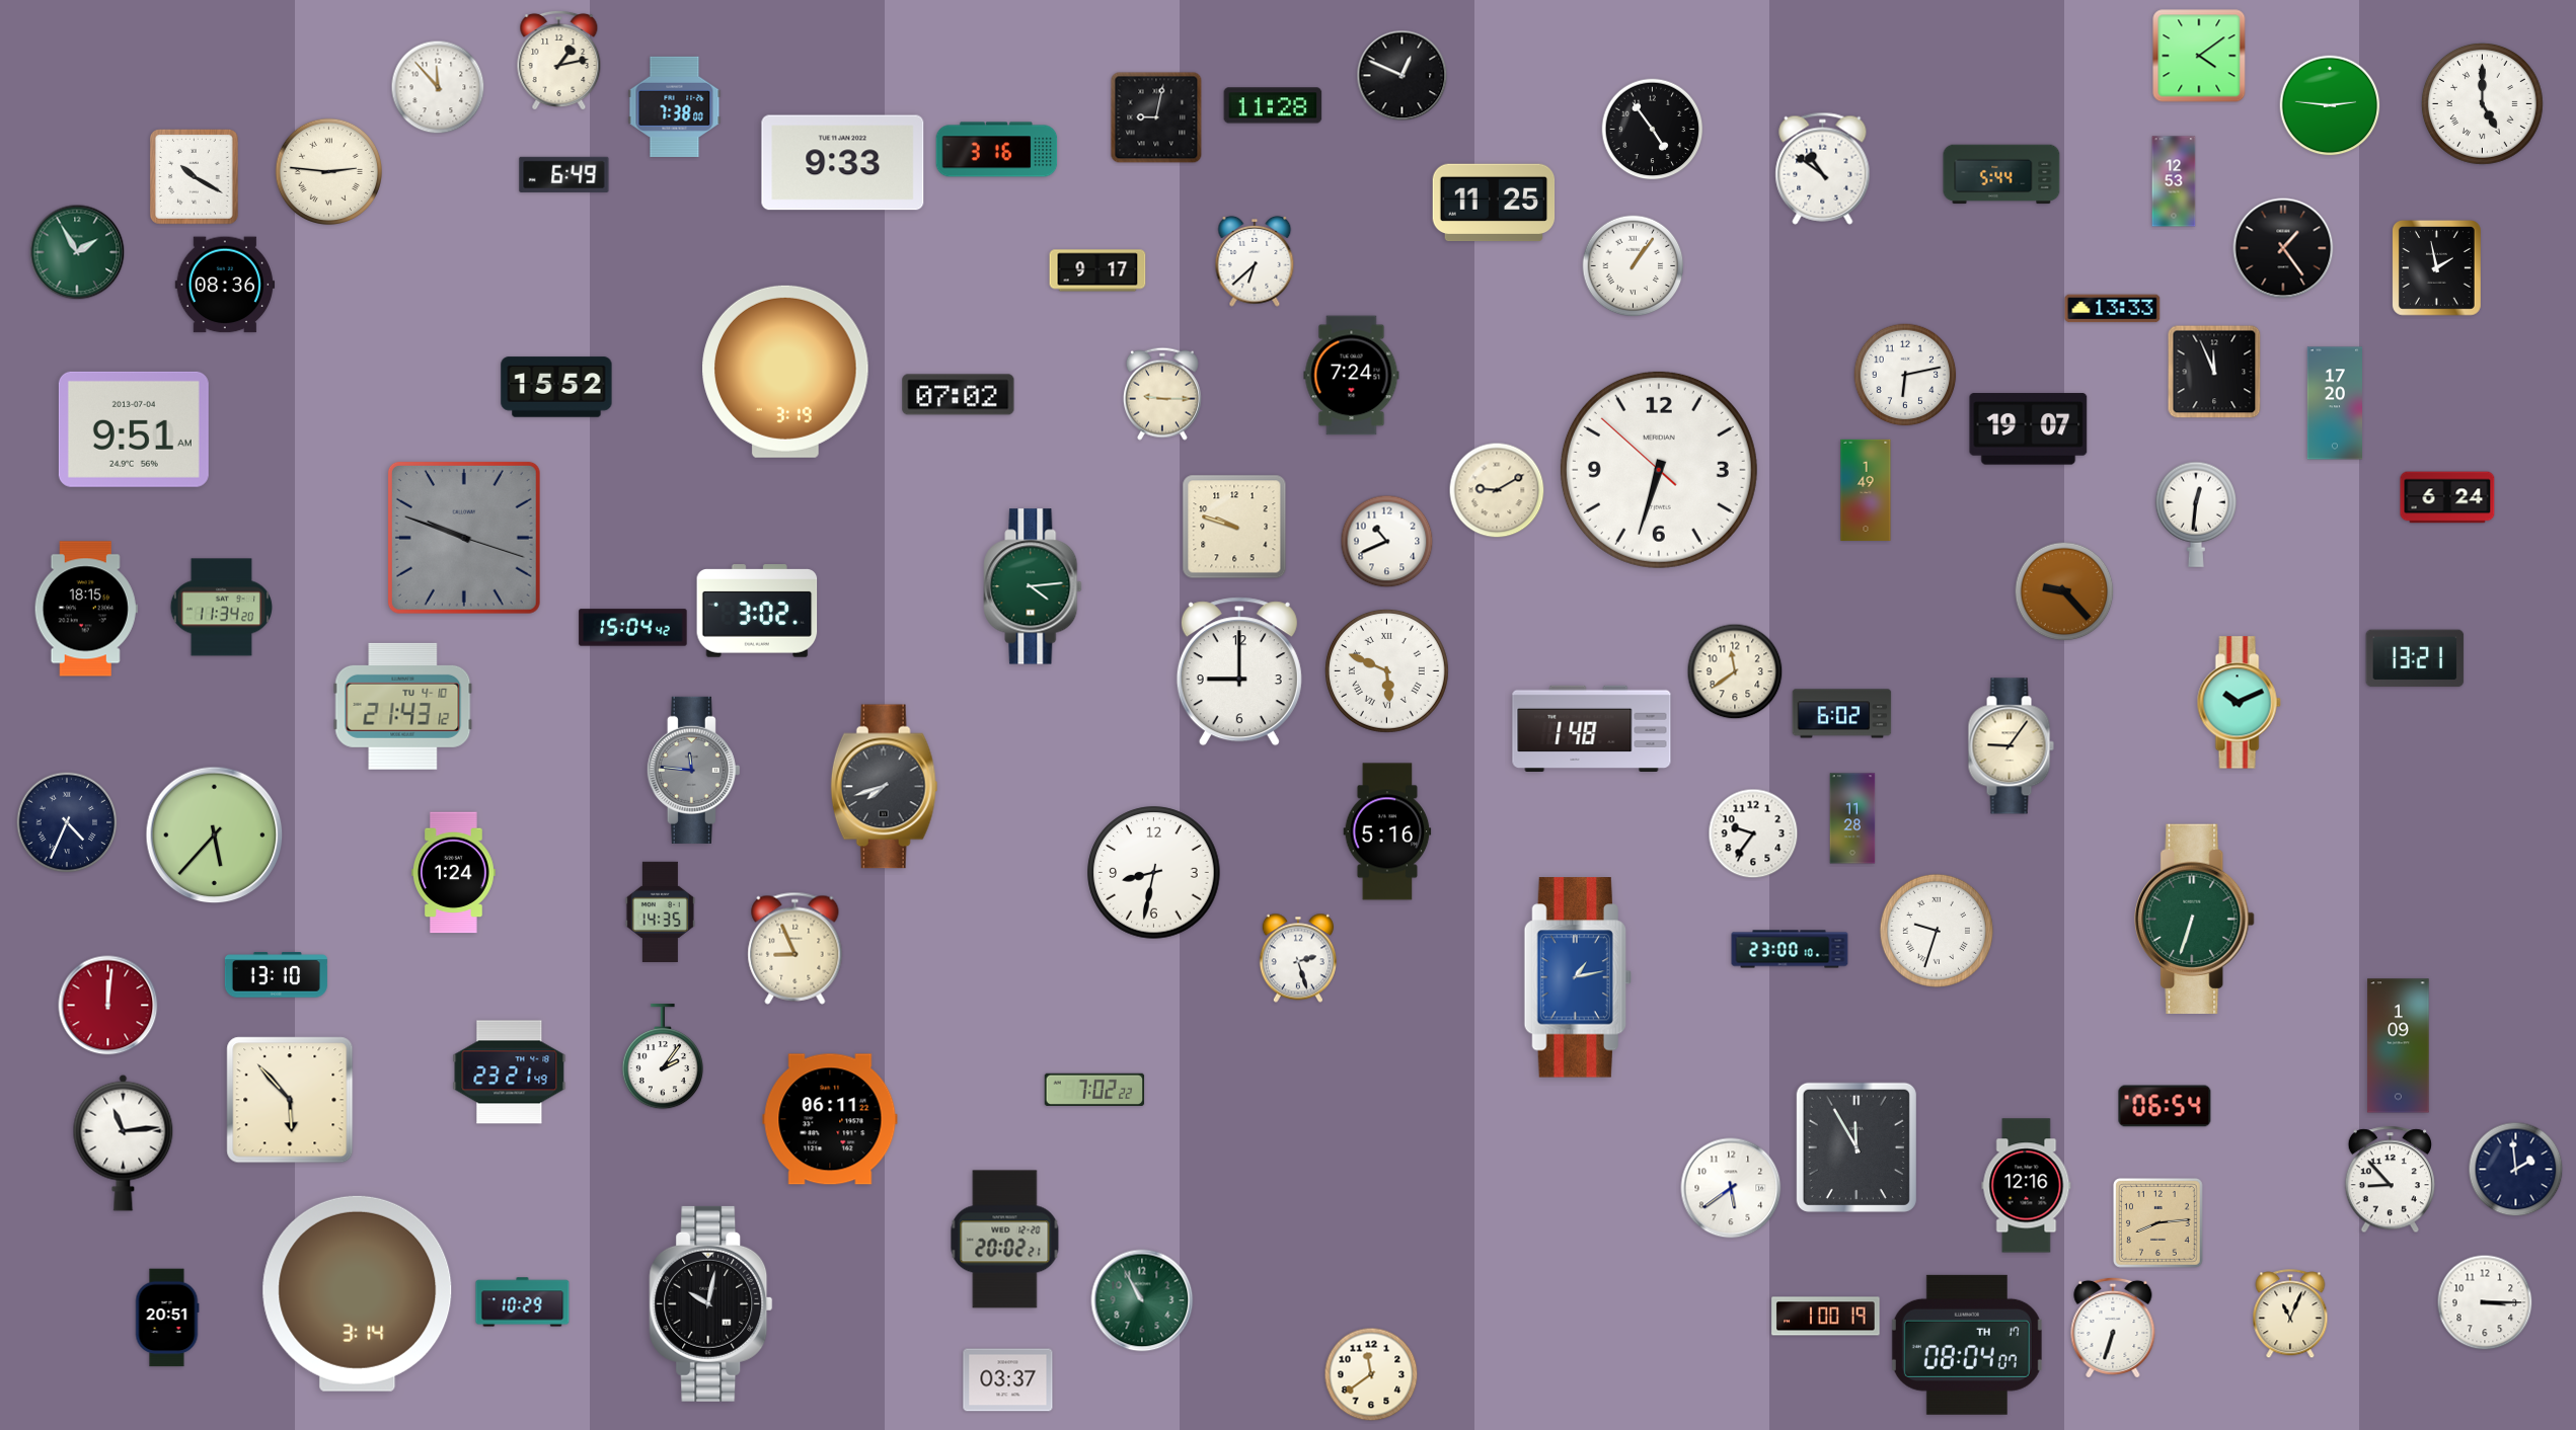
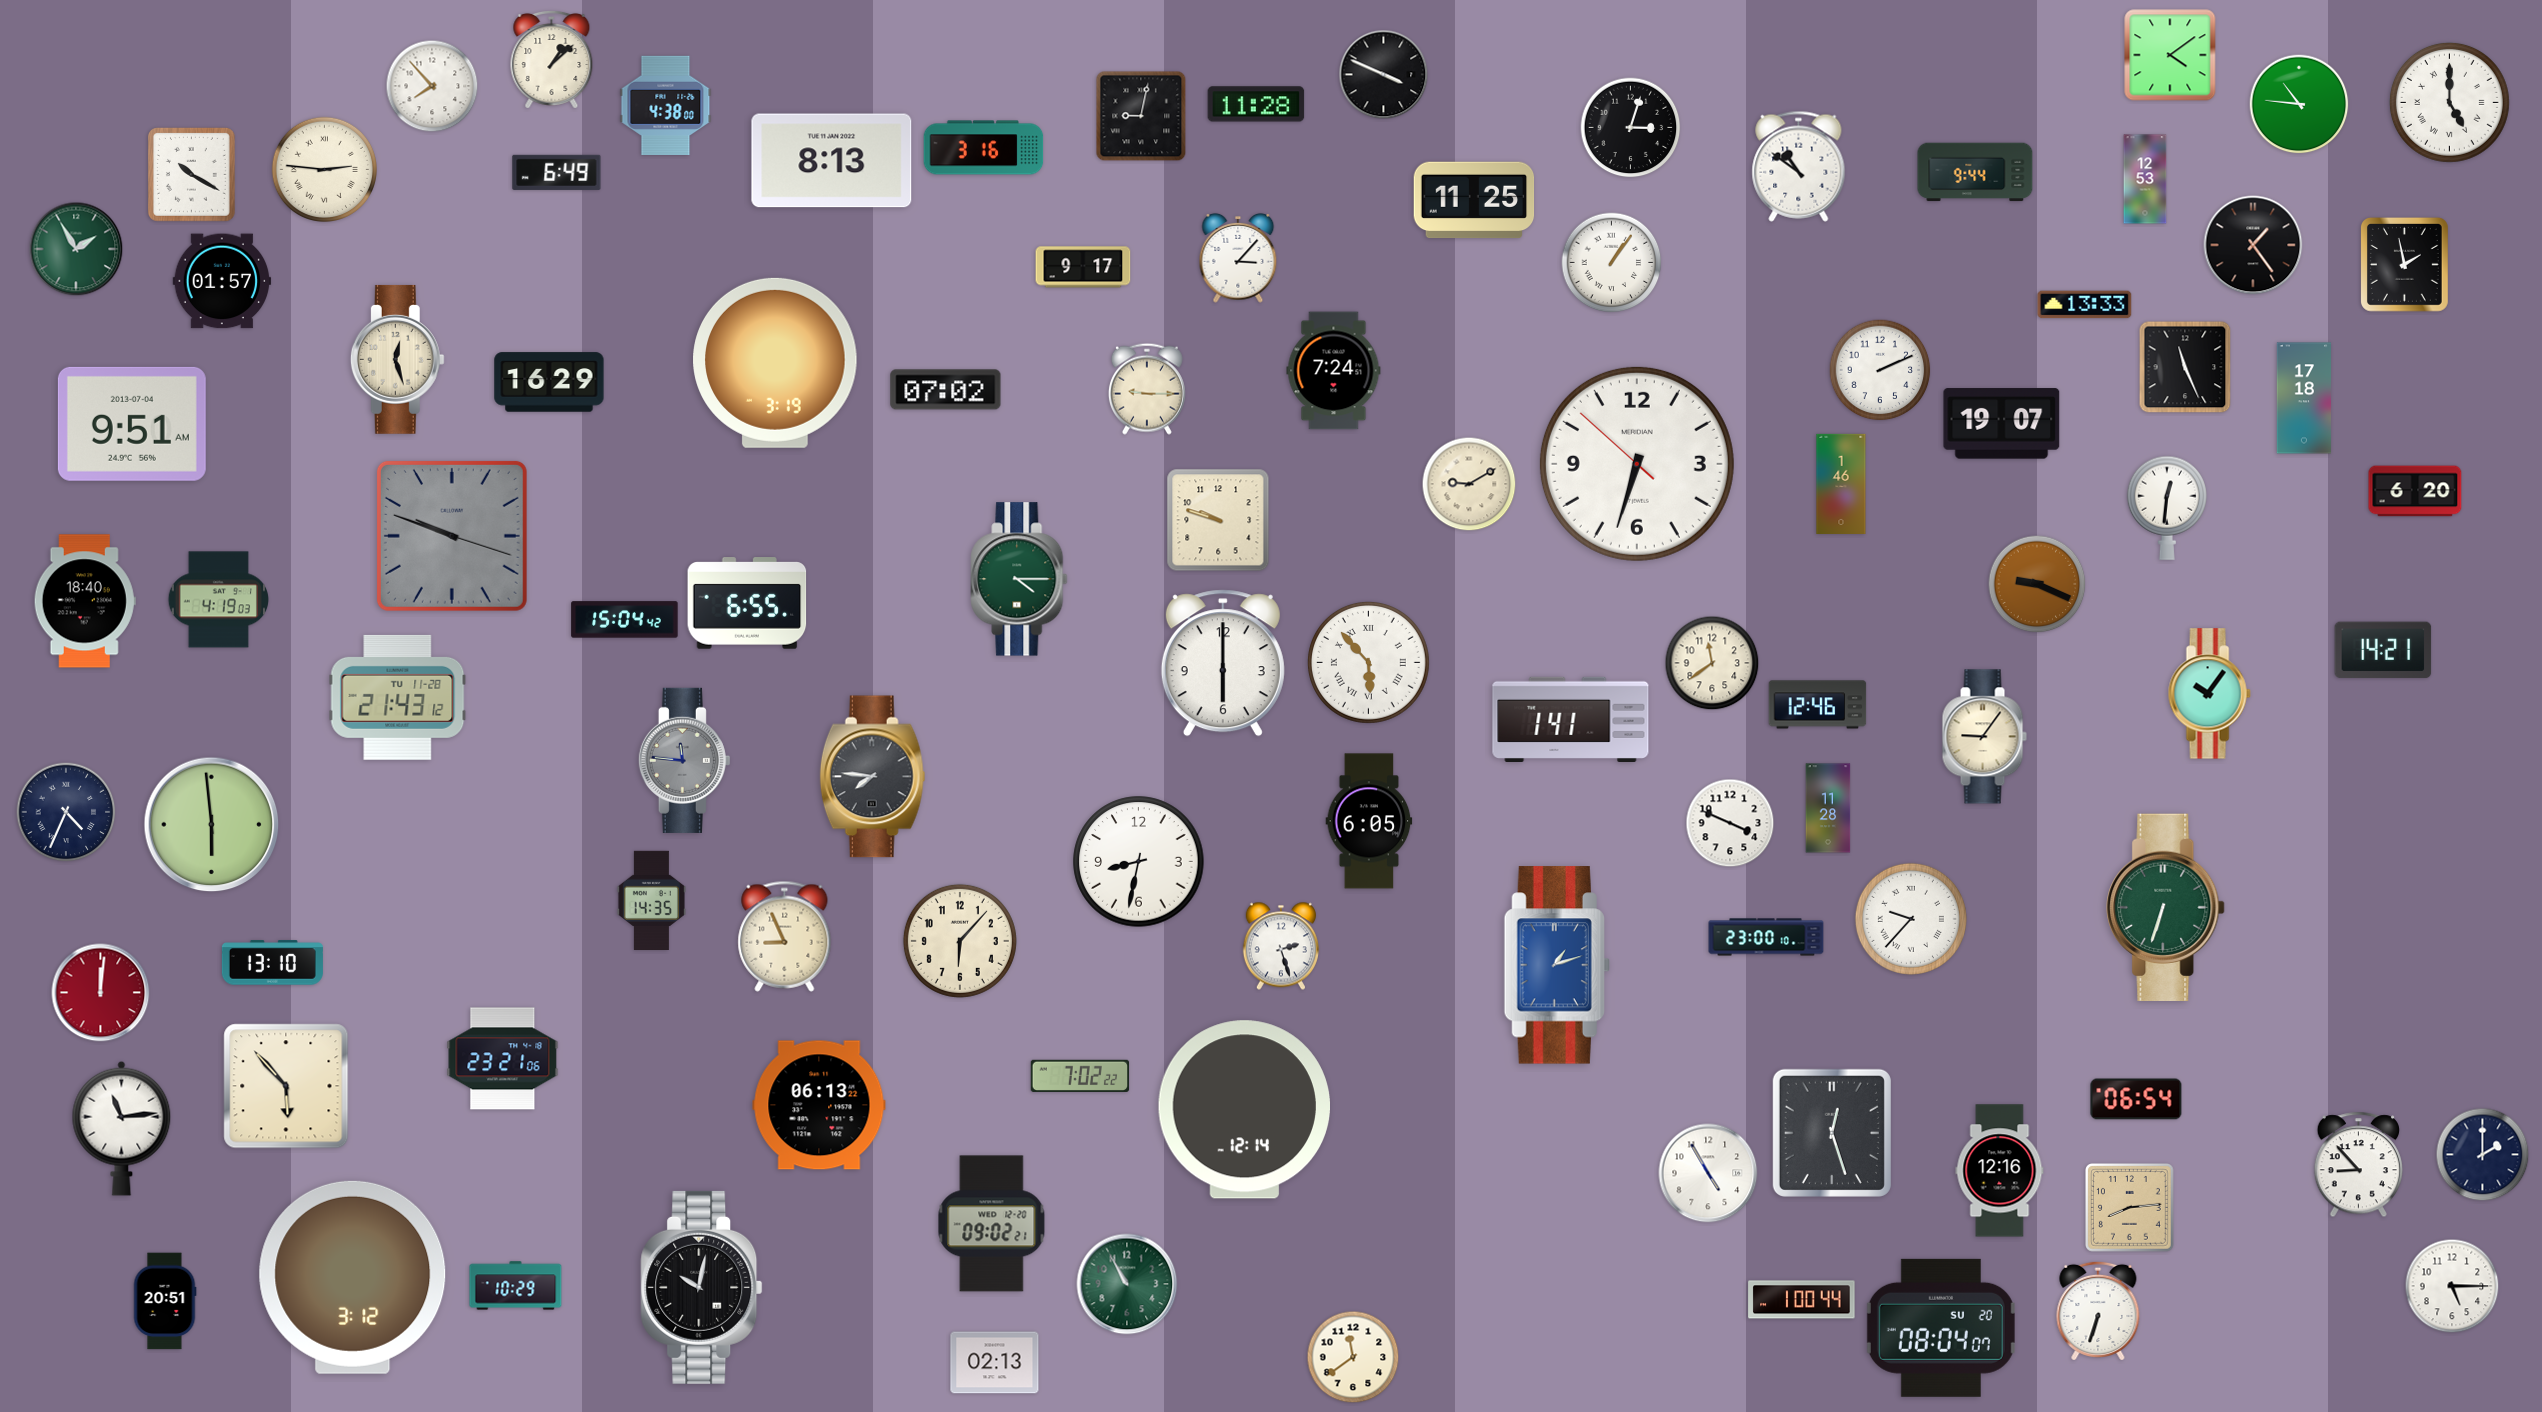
clock at (559, 60): 1:13 -> 1:08
clock at (1403, 76): 12:49 -> 3:49
clock at (438, 87): 11:53 -> 7:53
clock at (2330, 105): 2:46 -> 10:46
clock at (675, 106): 7:38 -> 4:38
clock at (1653, 130): 4:54 -> 3:03
clock at (843, 163): 9:33 -> 8:13
clock at (2001, 174): 5:44 -> 9:44
clock at (1255, 261): 6:38 -> 3:07
clock at (225, 285): 08:36 -> 01:57
clock at (397, 359): none -> 12:27
clock at (785, 372) position: (785, 372) -> (775, 363)
clock at (2214, 372): 11:56 -> 11:26
clock at (1905, 375): 6:13 -> 2:11
clock at (556, 387): 15:52 -> 16:29
clock at (2335, 403): 17:20 -> 17:18
clock at (1497, 490) position: (1497, 490) -> (1469, 484)
clock at (1866, 490): 1:49 -> 1:46
clock at (2447, 497): 6:24 -> 6:20
clock at (464, 538) position: (464, 538) -> (452, 536)
clock at (1387, 542): 10:41 -> none
clock at (1033, 586): 4:14 -> 4:15
clock at (2064, 591): 9:23 -> 9:19
clock at (221, 608): 11:34 -> 4:19
clock at (86, 609): 18:15 -> 18:40
clock at (757, 611): 3:02 -> 6:55
clock at (2415, 658): 13:21 -> 14:21
clock at (1386, 670): 5:49 -> 5:53
clock at (1239, 671): 9:00 -> 6:00
clock at (2239, 703): 10:11 -> 10:06
clock at (403, 706) date: TU 4-10 -> TU 11-28
clock at (1842, 714): 6:02 -> 12:46
clock at (1592, 728): 1:48 -> 1:41
clock at (885, 787): 7:42 -> 7:46
clock at (1387, 831): 5:16 -> 6:05
clock at (1753, 833): 9:36 -> 3:49
clock at (215, 836): 5:37 -> 5:59
clock at (454, 873): 1:24 -> none
clock at (1937, 931): 9:33 -> 9:37
clock at (960, 941): none -> 6:07
clock at (1578, 977): 1:13 -> 1:12
clock at (108, 1006) position: (108, 1006) -> (101, 993)
clock at (2399, 1046): 1:09 -> none
clock at (662, 1057): 2:06 -> none
clock at (510, 1072): 23:21:49 -> 23:21:06
clock at (2165, 1106) position: (2165, 1106) -> (2136, 1099)
clock at (830, 1119): 06:11 -> 06:13
clock at (1244, 1110): none -> 12:14
clock at (1857, 1147): 11:55 -> 12:27
clock at (2516, 1170): 1:59 -> 2:00
clock at (1731, 1188): 5:39 -> 4:55
clock at (1005, 1240): 20:02 -> 09:02
clock at (358, 1293): 3:14 -> 3:12
clock at (2485, 1302): 3:15 -> 5:15
clock at (2290, 1315): 11:04 -> none
clock at (1826, 1317): 1:00:19 -> 1:00:44
clock at (2113, 1327) position: (2113, 1327) -> (2098, 1310)
clock at (1967, 1345) date: TH 17 -> SU 20
clock at (1008, 1380): 03:37 -> 02:13
